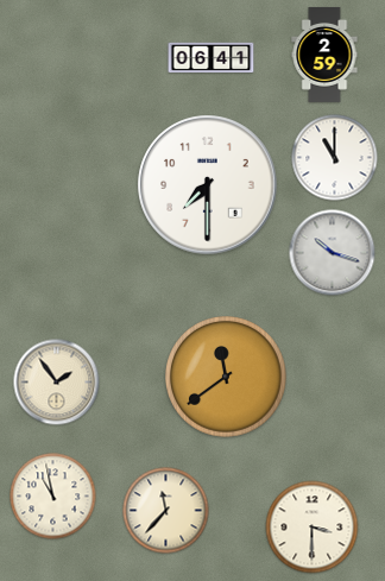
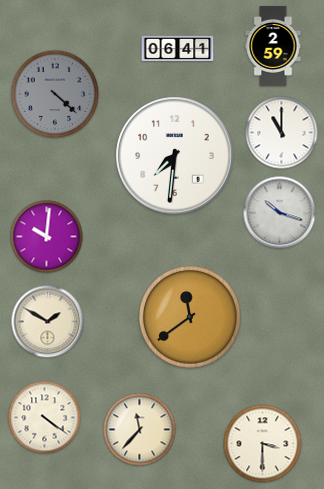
clock at (55, 94): none -> 4:22
clock at (208, 185): 7:30 -> 7:31
clock at (47, 237): none -> 10:01
clock at (57, 383): 1:54 -> 1:50
clock at (53, 497): 10:58 -> 4:21
